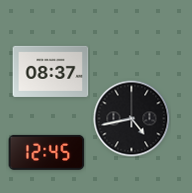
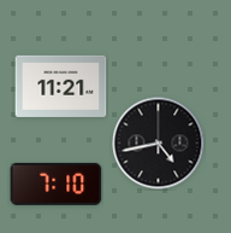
clock at (51, 71): 08:37 -> 11:21
clock at (47, 152): 12:45 -> 7:10
